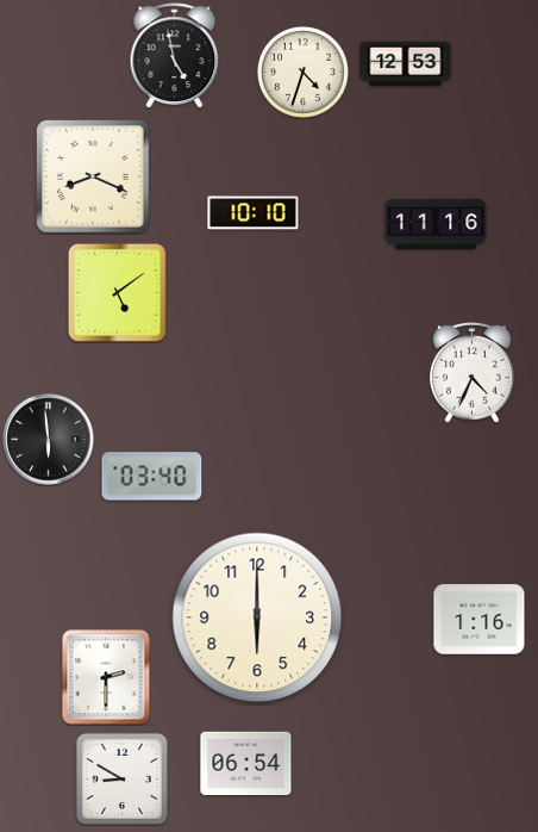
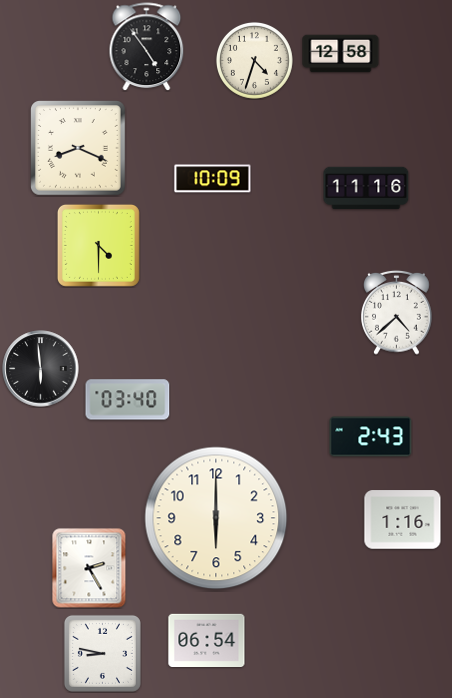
clock at (175, 56): 4:58 -> 4:54
clock at (406, 64): 12:53 -> 12:58
clock at (254, 213): 10:10 -> 10:09
clock at (117, 292): 5:09 -> 4:30
clock at (473, 372): 4:34 -> 4:38
clock at (371, 437): none -> 2:43
clock at (106, 677): 2:30 -> 2:25
clock at (121, 778): 8:50 -> 8:47
